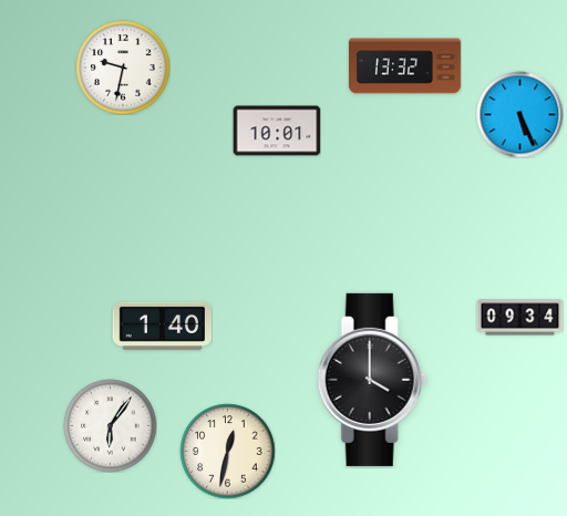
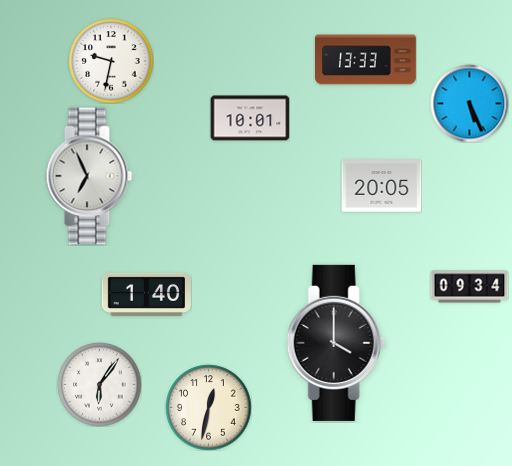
clock at (405, 66): 13:32 -> 13:33
clock at (89, 176): none -> 6:56
clock at (381, 186): none -> 20:05
clock at (227, 451) position: (227, 451) -> (208, 407)
